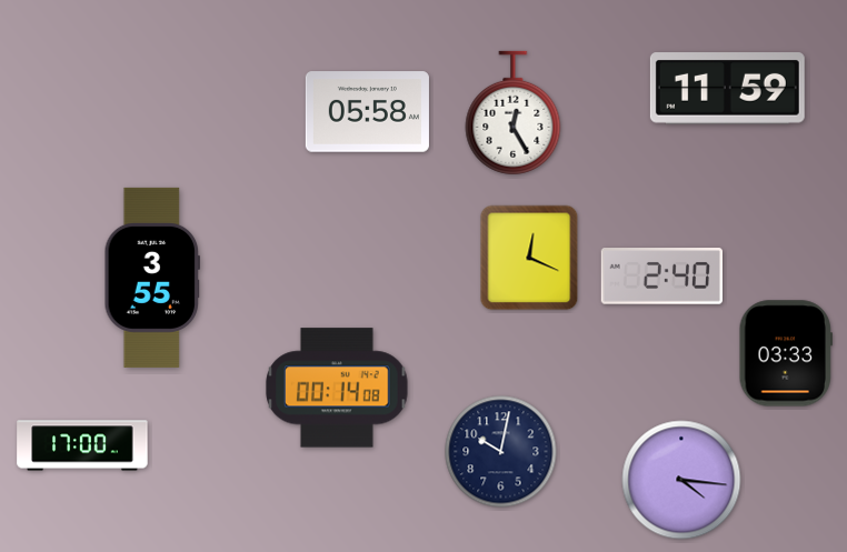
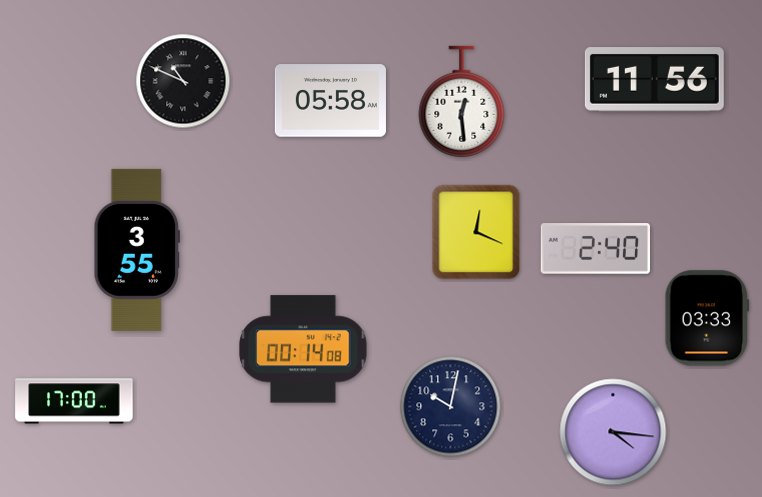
clock at (727, 89): 11:59 -> 11:56
clock at (183, 81): none -> 10:49
clock at (514, 113): 12:25 -> 12:29
